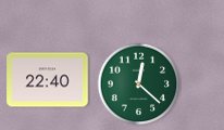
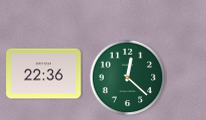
clock at (48, 80): 22:40 -> 22:36
